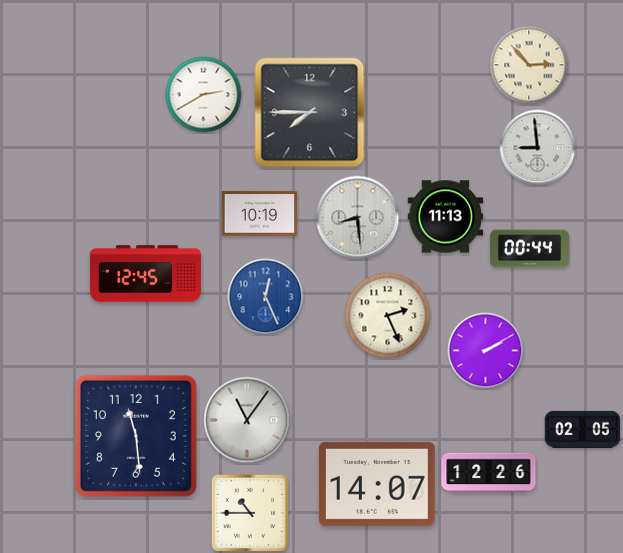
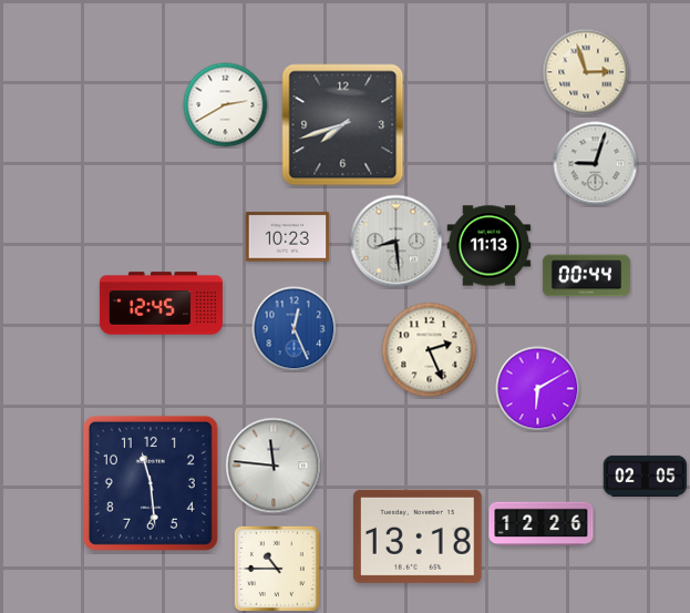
clock at (529, 65): 2:53 -> 2:57
clock at (310, 113): 7:45 -> 7:42
clock at (538, 148): 8:59 -> 9:03
clock at (260, 214): 10:19 -> 10:23
clock at (446, 217) position: (446, 217) -> (490, 246)
clock at (486, 351): 2:10 -> 6:10
clock at (247, 420): 11:06 -> 11:46
clock at (377, 484): 14:07 -> 13:18
